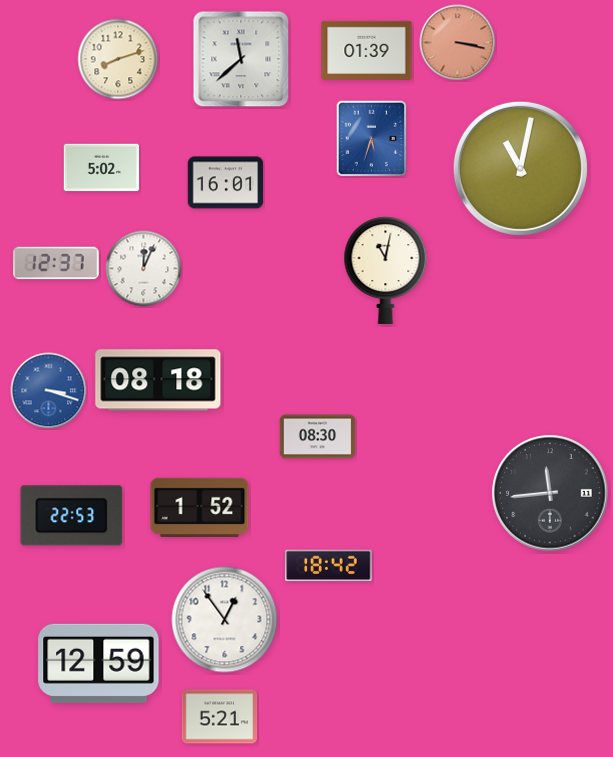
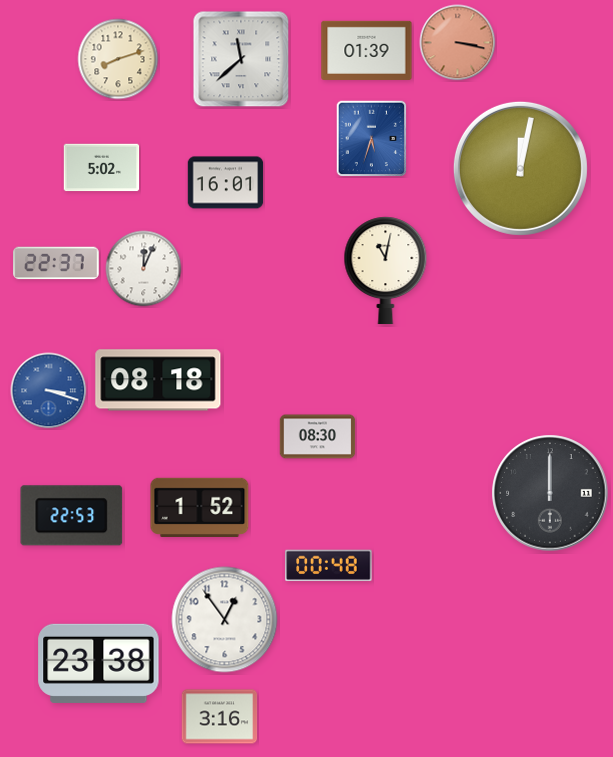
clock at (520, 168): 11:02 -> 12:02
clock at (56, 263): 12:37 -> 22:37
clock at (550, 493): 11:44 -> 12:00
clock at (329, 566): 18:42 -> 00:48
clock at (99, 663): 12:59 -> 23:38
clock at (220, 717): 5:21 -> 3:16
